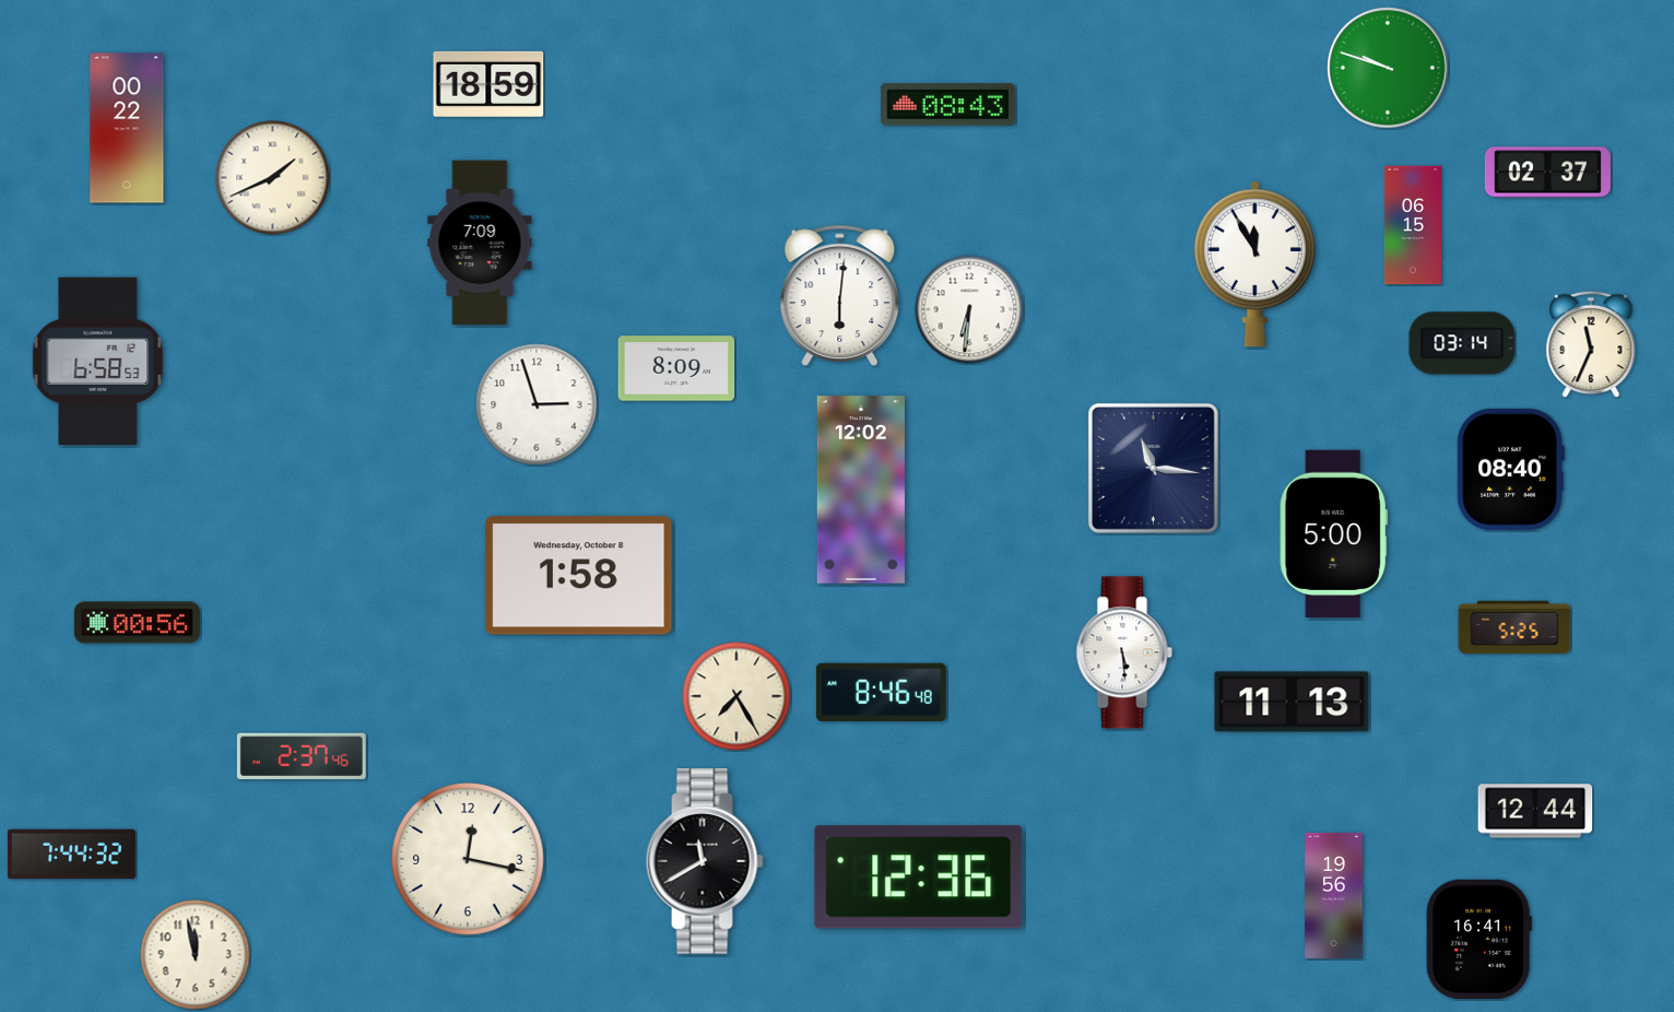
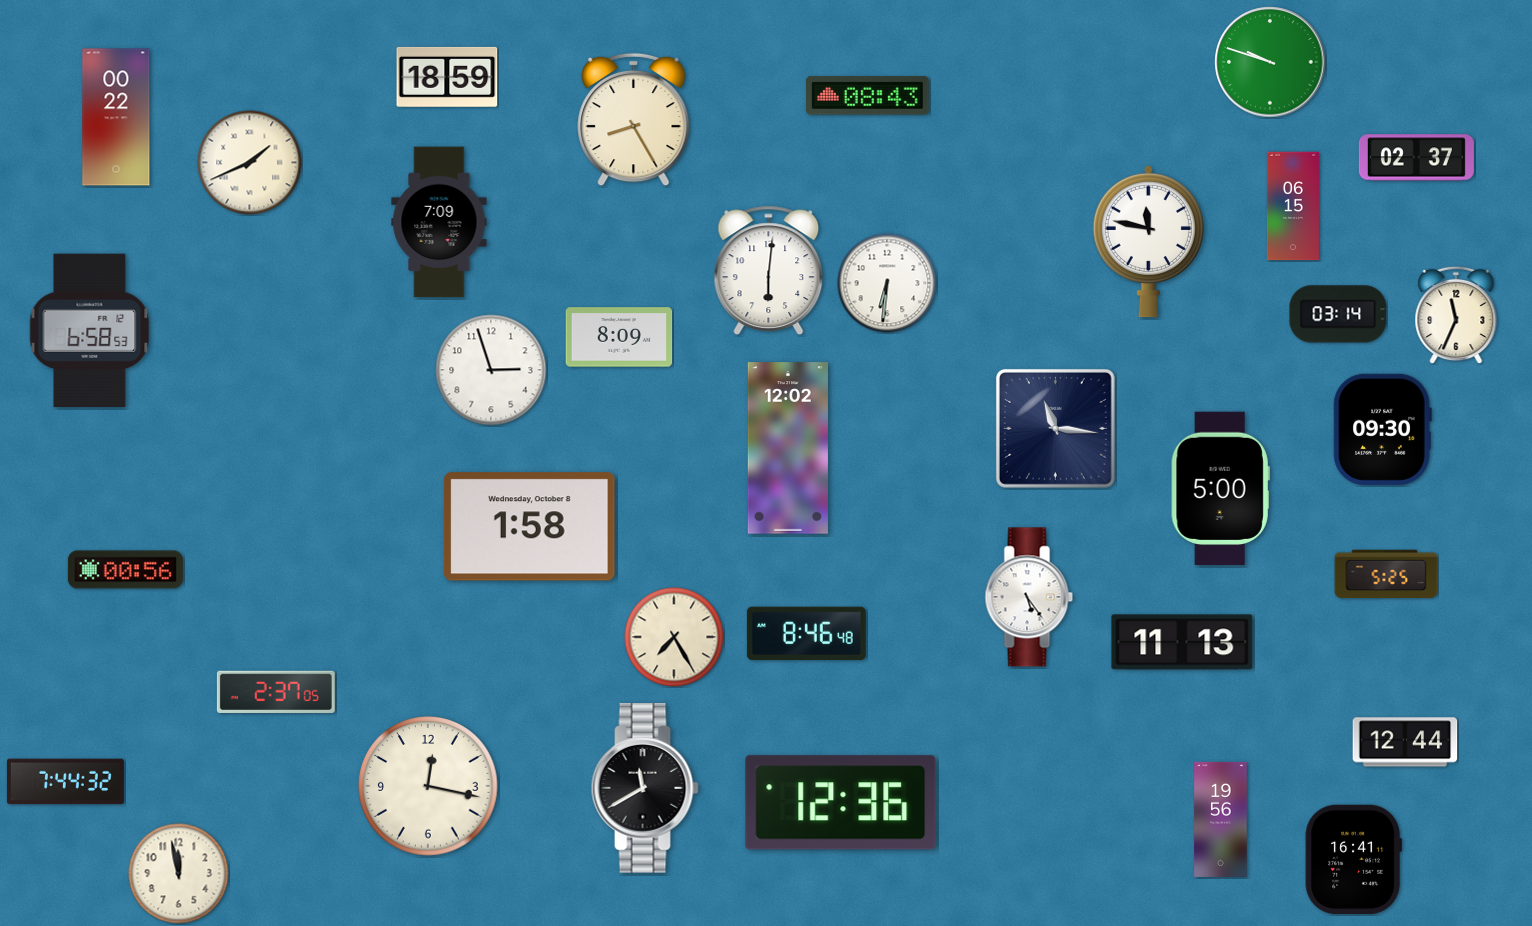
clock at (634, 120): none -> 8:25
clock at (1254, 263): 11:55 -> 11:47
clock at (1510, 469): 08:40 -> 09:30
clock at (1124, 652): 5:29 -> 5:24
clock at (302, 756): 2:37:46 -> 2:37:05
